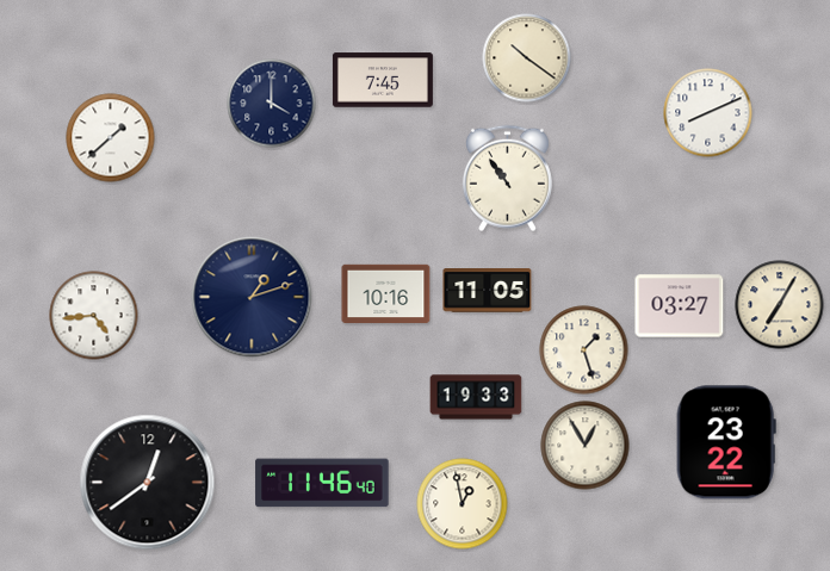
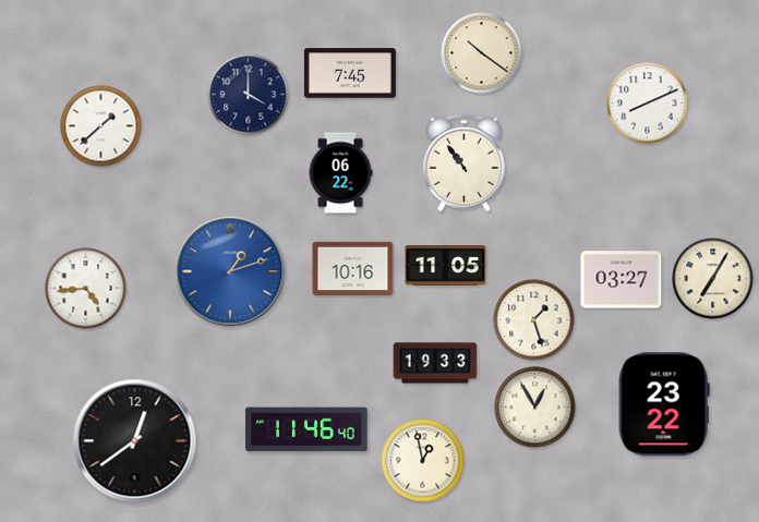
clock at (340, 173): none -> 06:22
clock at (252, 297) dial: navy -> blue
clock at (322, 483) position: (322, 483) -> (306, 429)
